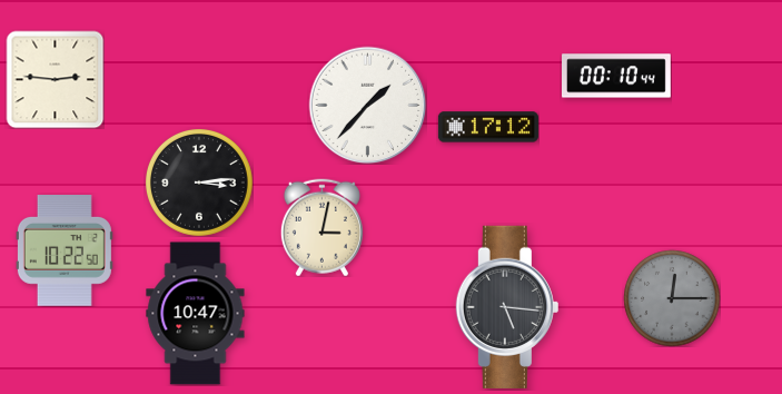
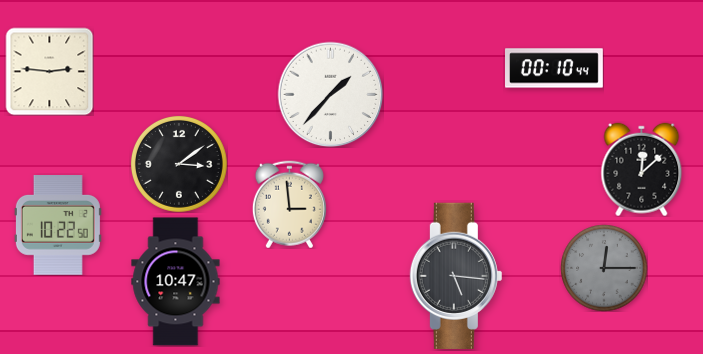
clock at (488, 127): 17:12 -> none
clock at (199, 183): 3:14 -> 3:09
clock at (642, 169): none -> 12:08
clock at (321, 227): 3:02 -> 2:59
